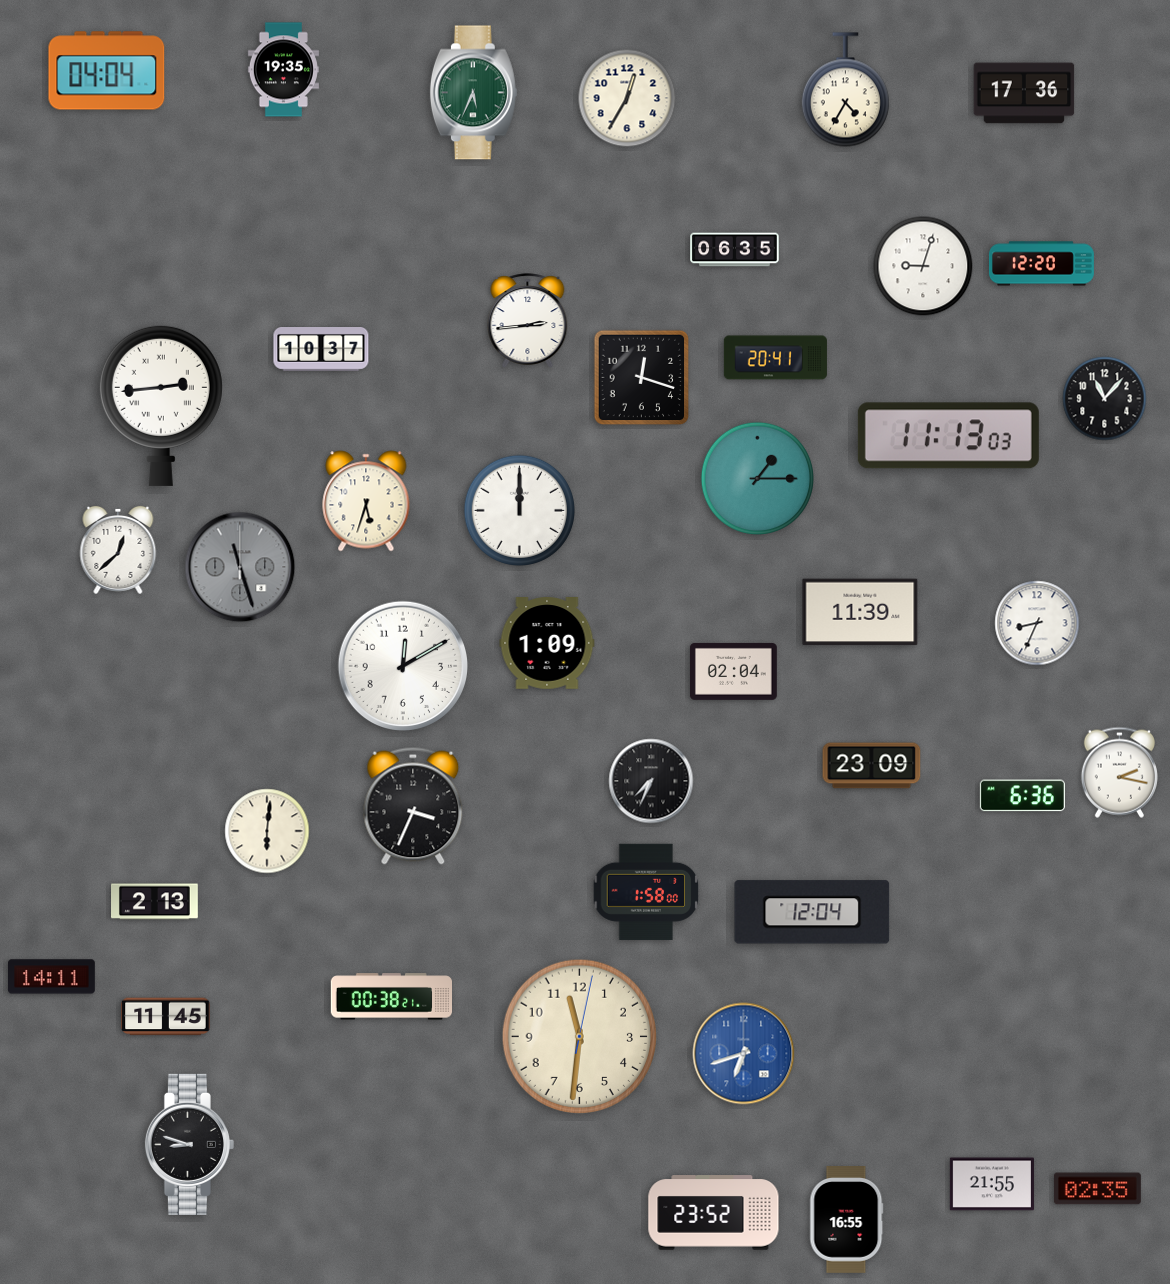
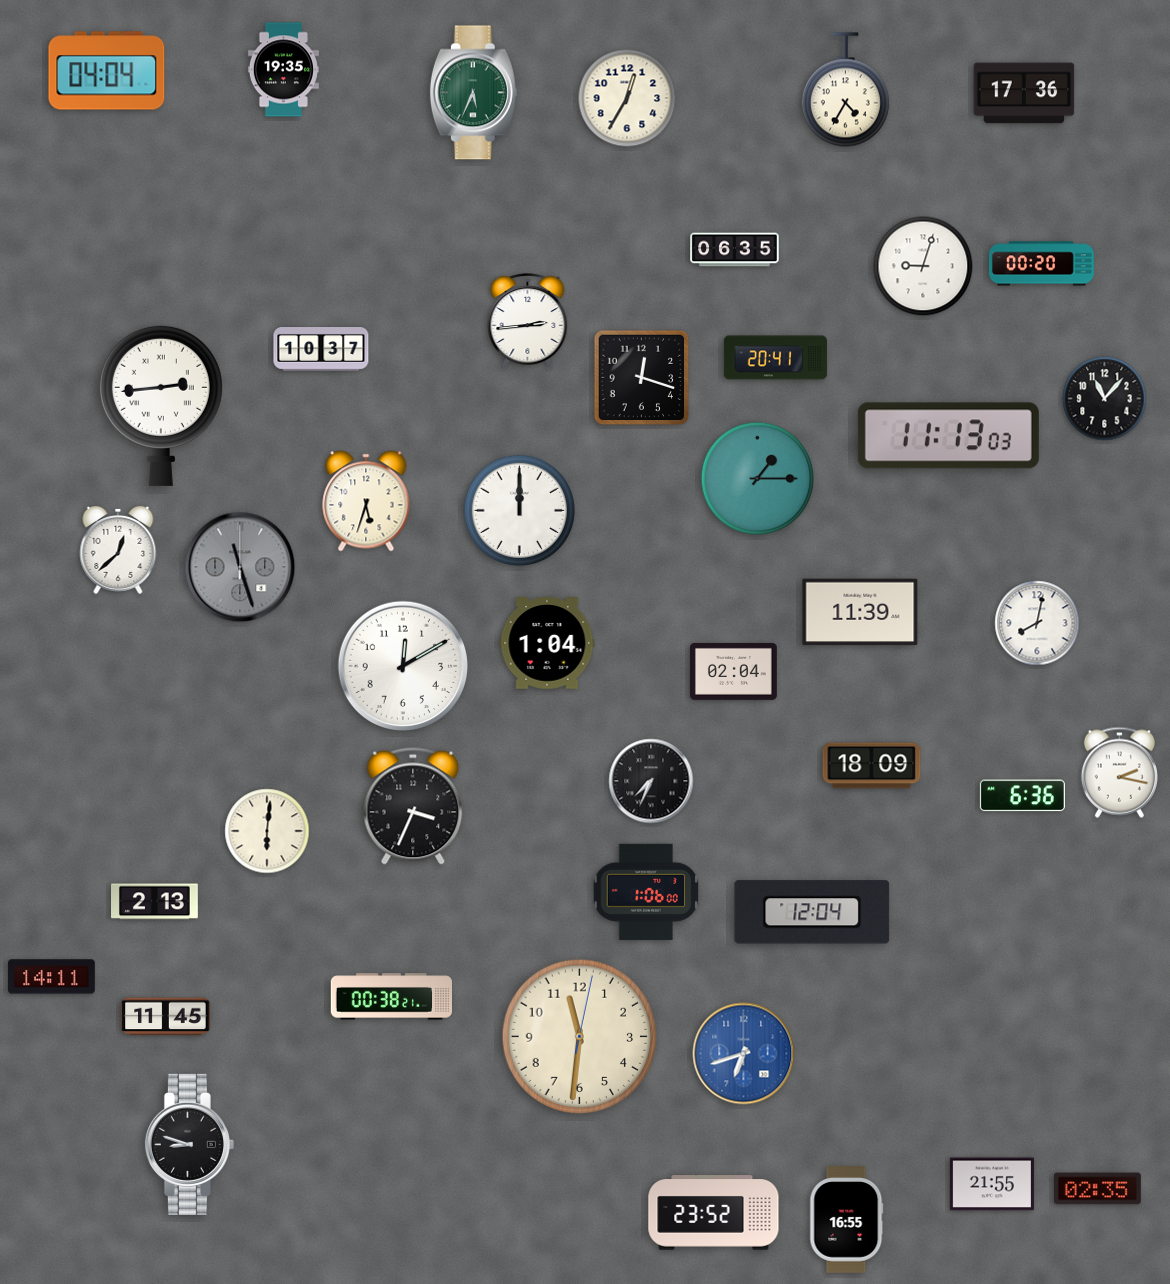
clock at (1041, 264): 12:20 -> 00:20
clock at (1037, 623): 8:34 -> 8:02
clock at (547, 644): 1:09 -> 1:04
clock at (872, 766): 23:09 -> 18:09
clock at (646, 892): 1:58 -> 1:06
